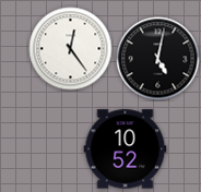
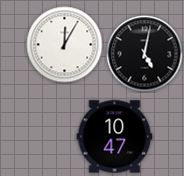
clock at (71, 49): 12:24 -> 12:05
clock at (126, 149): 10:52 -> 10:47
